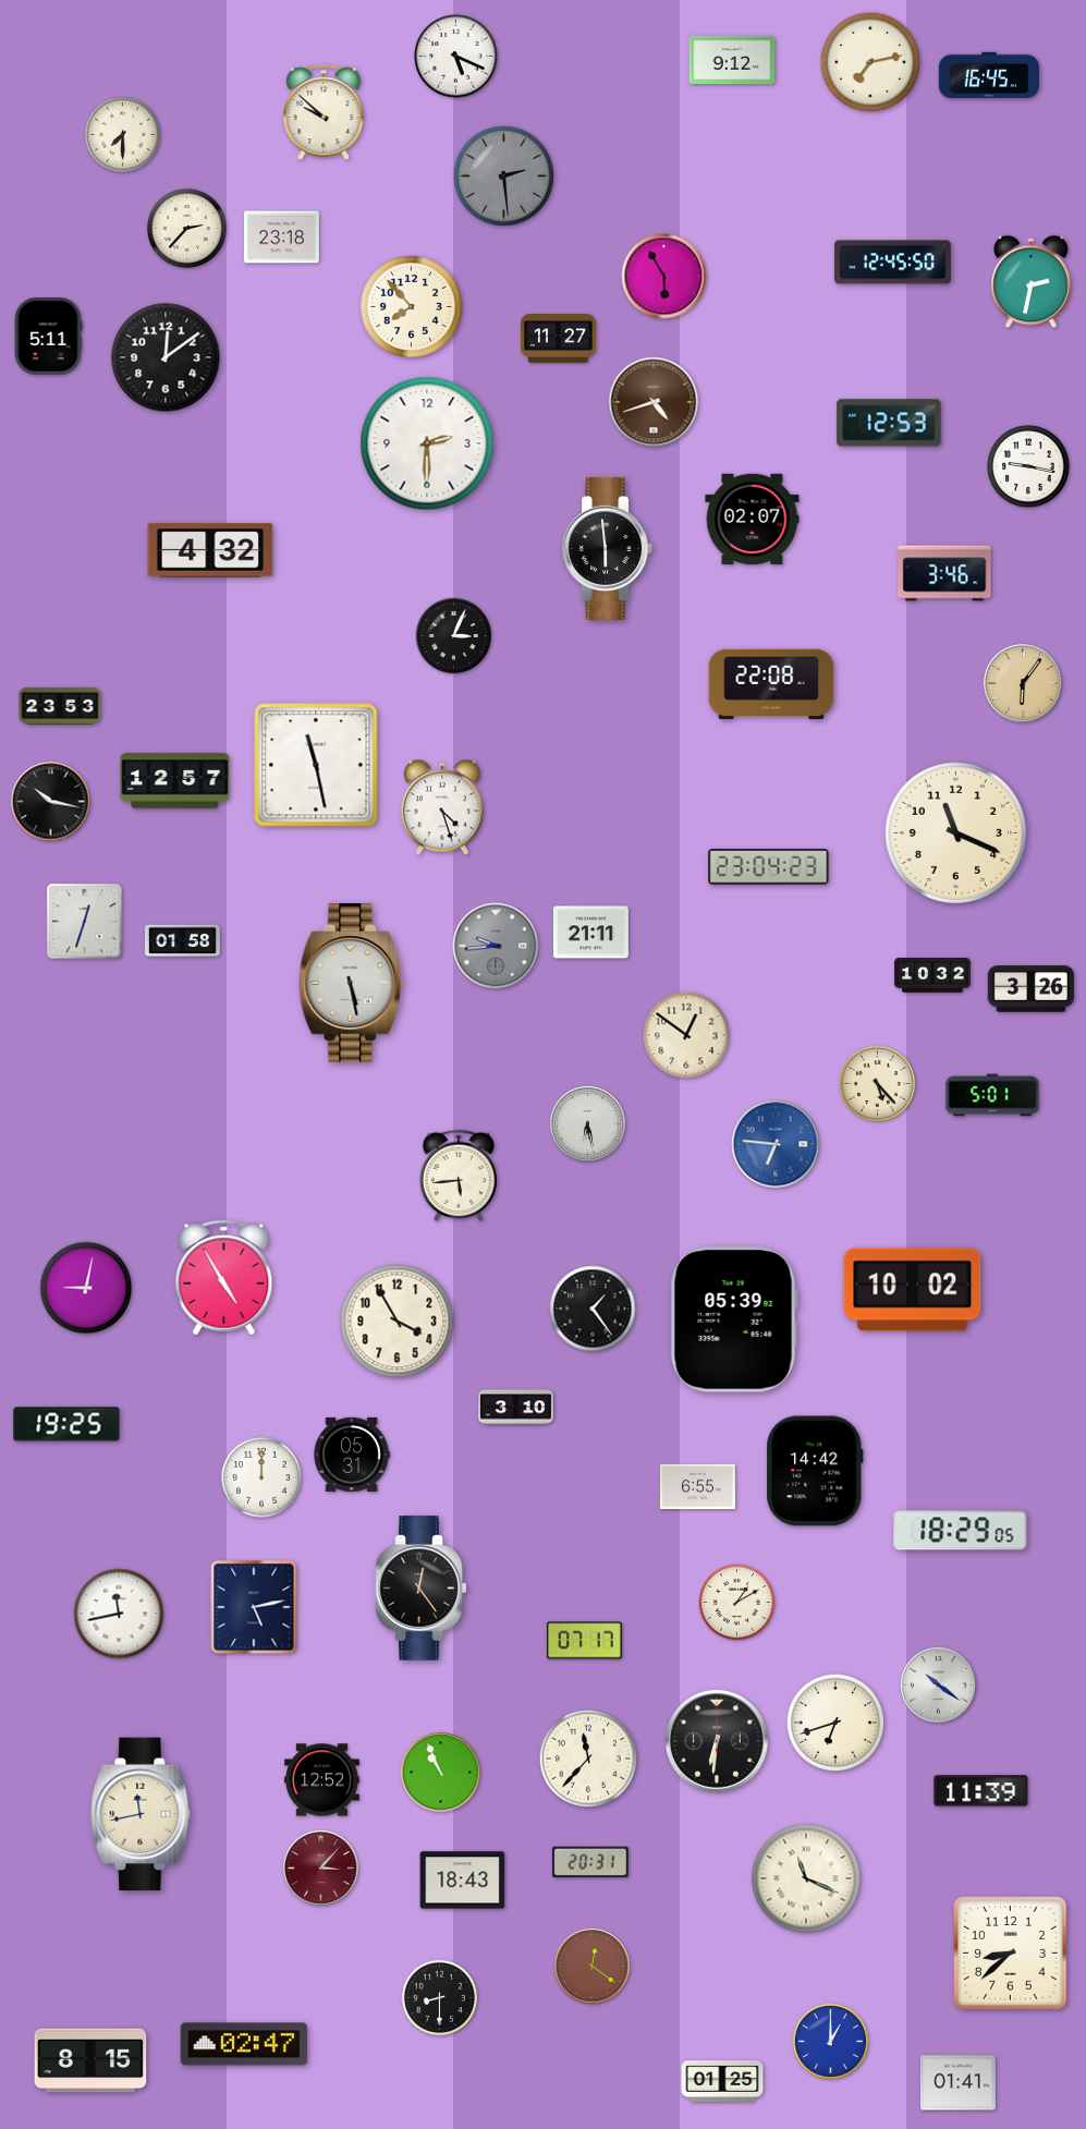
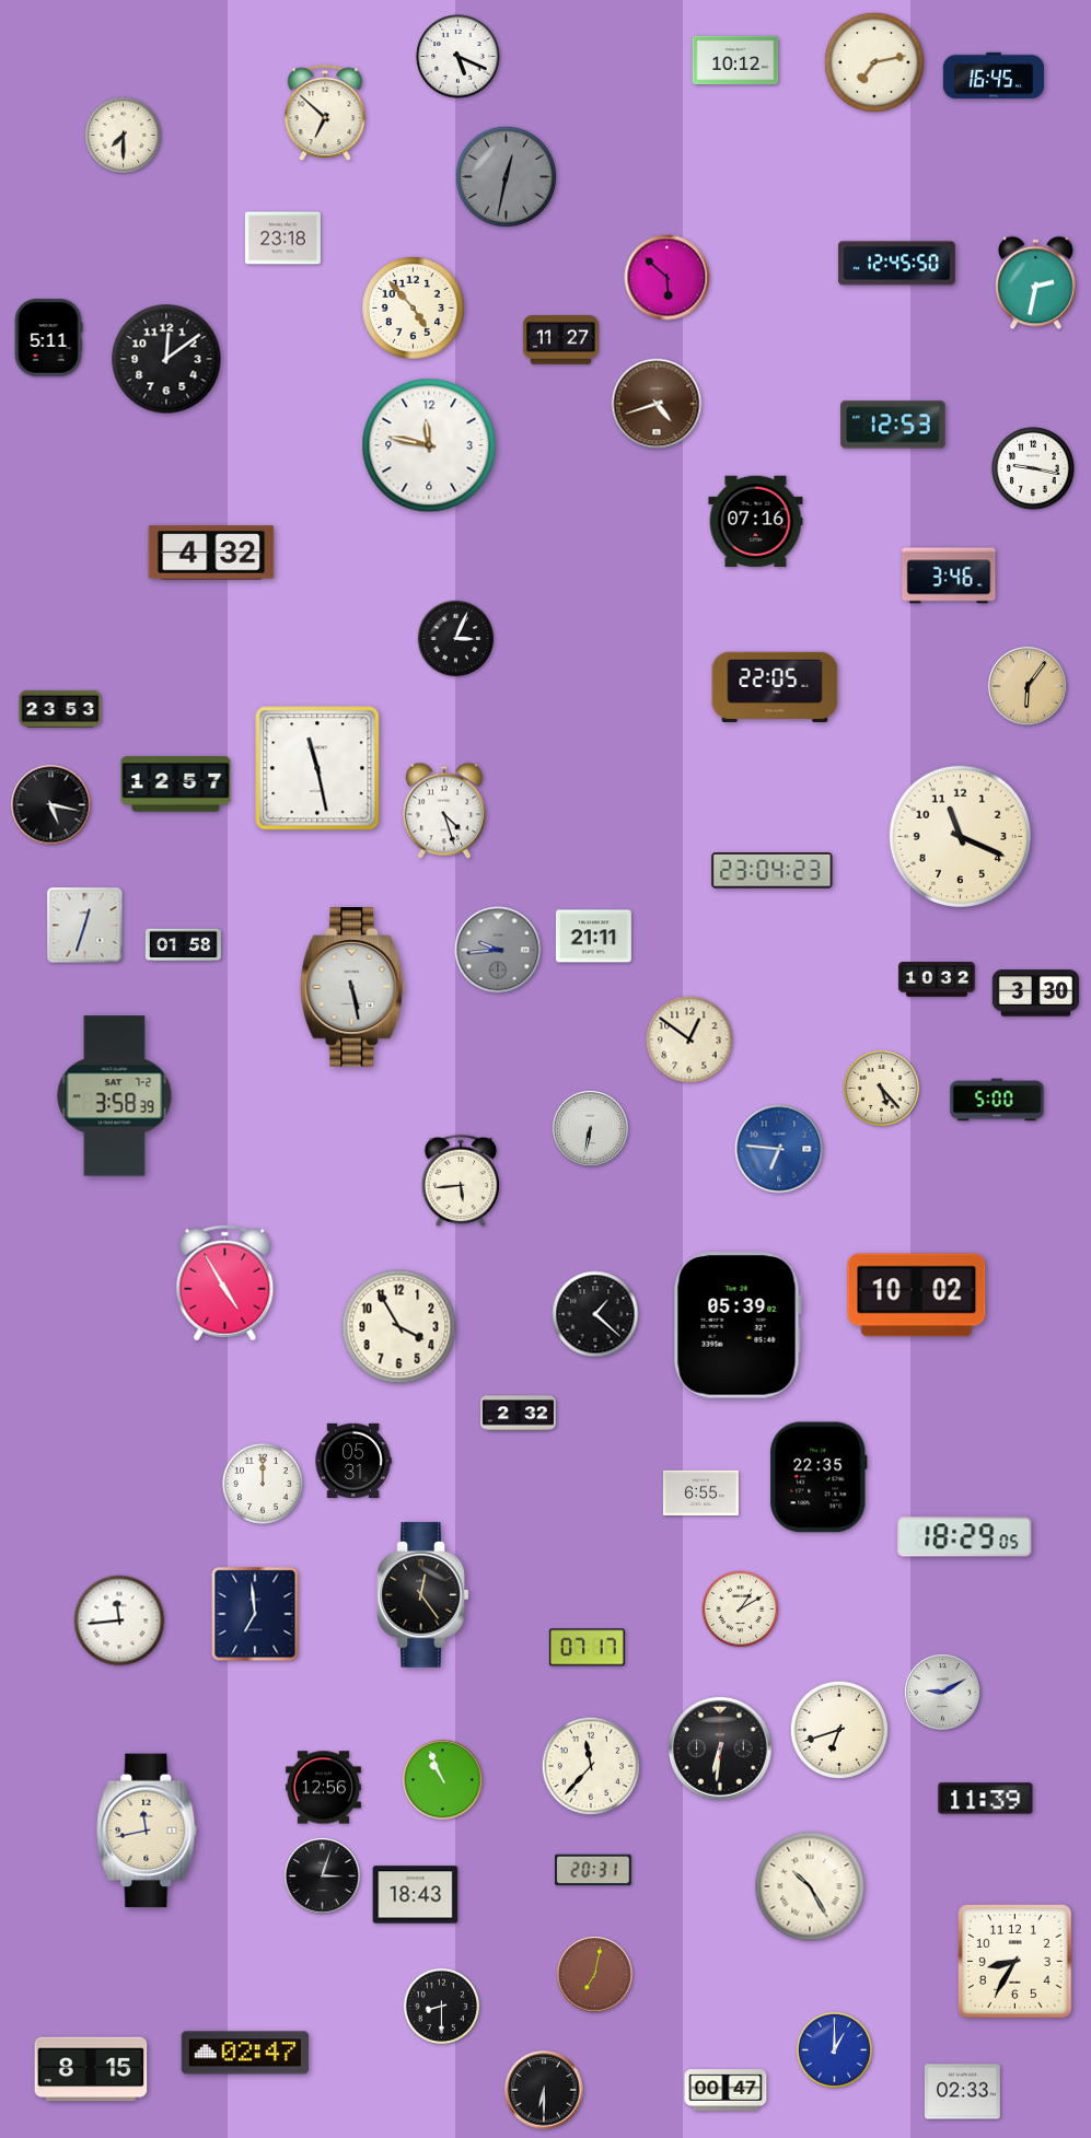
clock at (732, 60): 9:12 -> 10:12
clock at (324, 113): 9:52 -> 6:52
clock at (503, 175): 2:29 -> 12:32
clock at (187, 229): 2:37 -> none
clock at (664, 277): 5:55 -> 5:52
clock at (412, 307): 7:53 -> 4:53
clock at (427, 443): 2:30 -> 11:47
clock at (753, 520): 02:07 -> 07:16
clock at (608, 548): 5:59 -> none
clock at (771, 684): 22:08 -> 22:05
clock at (51, 802): 10:17 -> 5:17
clock at (1032, 989): 3:26 -> 3:30
clock at (115, 1096): none -> 3:58
clock at (992, 1095): 5:01 -> 5:00
clock at (588, 1124): 6:28 -> 6:32
clock at (86, 1288): 9:02 -> none
clock at (593, 1309): 1:24 -> 1:22
clock at (516, 1408): 3:10 -> 2:32
clock at (66, 1424): 19:25 -> none
clock at (815, 1471): 14:42 -> 22:35
clock at (254, 1607): 5:13 -> 6:59
clock at (119, 1614): 11:43 -> 11:44
clock at (939, 1686): 10:21 -> 9:10
clock at (321, 1780): 12:52 -> 12:56
clock at (141, 1814) position: (141, 1814) -> (147, 1831)
clock at (321, 1869): 3:07 -> 3:03
clock at (321, 1869) dial: burgundy -> black
clock at (806, 1878): 11:19 -> 10:25
clock at (463, 1881) position: (463, 1881) -> (416, 1895)
clock at (1011, 1954): 8:38 -> 8:35
clock at (593, 1967): 12:21 -> 7:02
clock at (544, 2090): none -> 6:30
clock at (722, 2081): 01:25 -> 00:47
clock at (957, 2083): 01:41 -> 02:33
